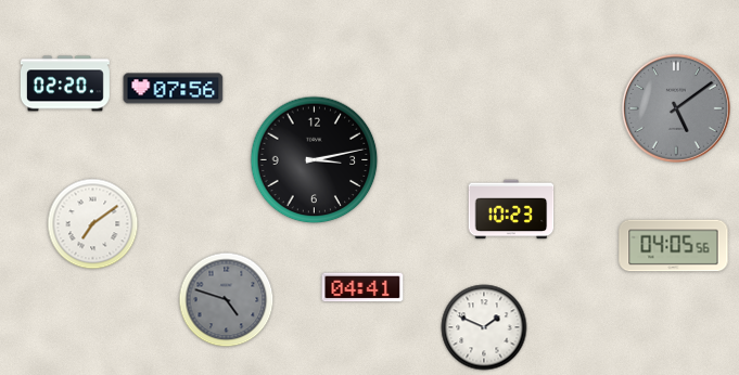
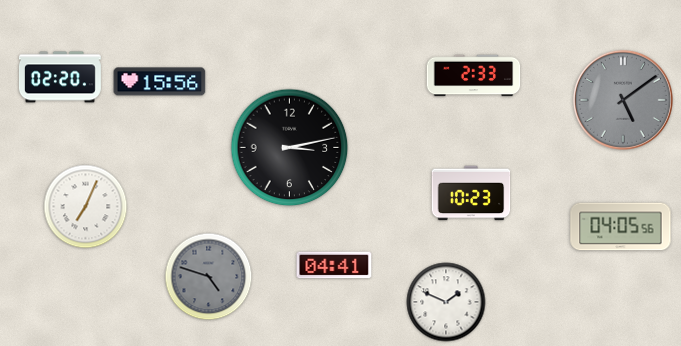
clock at (474, 76): none -> 2:33
clock at (174, 89): 07:56 -> 15:56
clock at (93, 224): 7:09 -> 7:04
